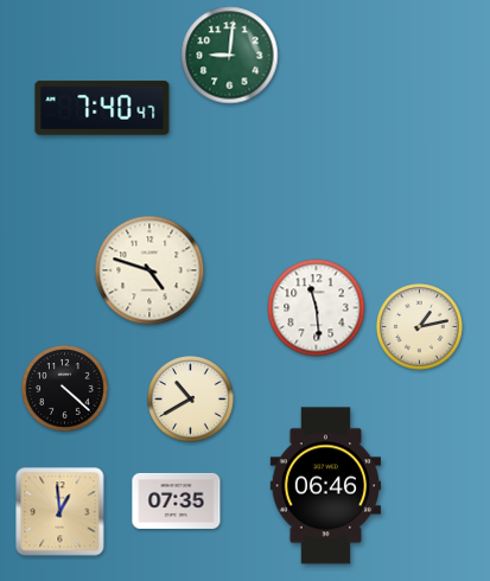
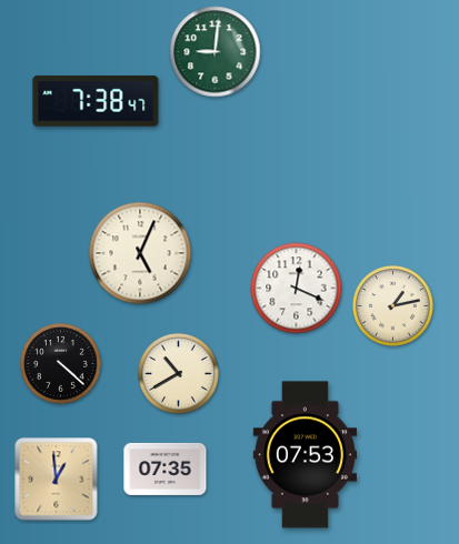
clock at (102, 108): 7:40 -> 7:38
clock at (149, 270): 4:48 -> 5:04
clock at (317, 308): 11:29 -> 12:19
clock at (325, 486): 06:46 -> 07:53
